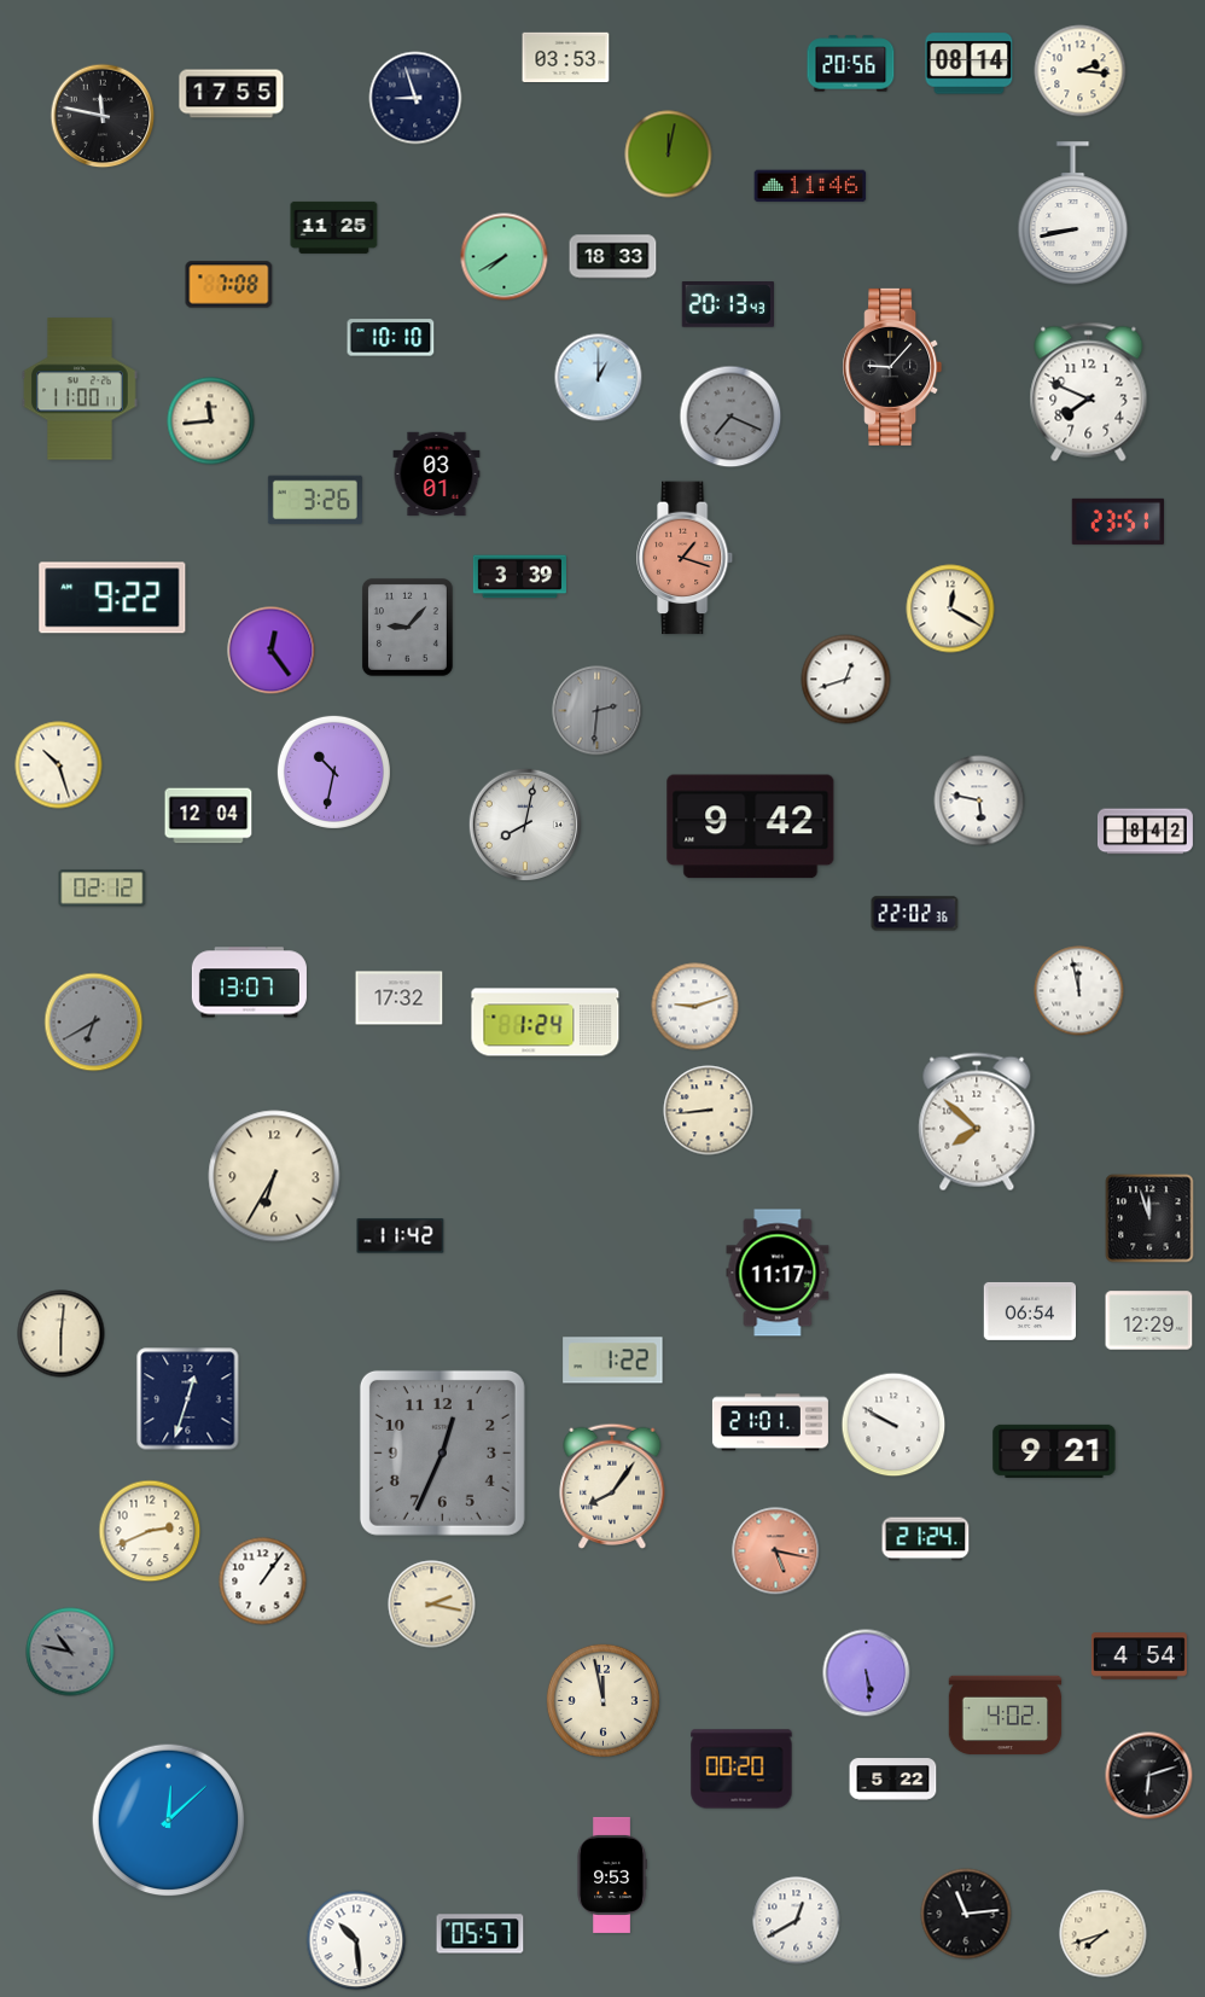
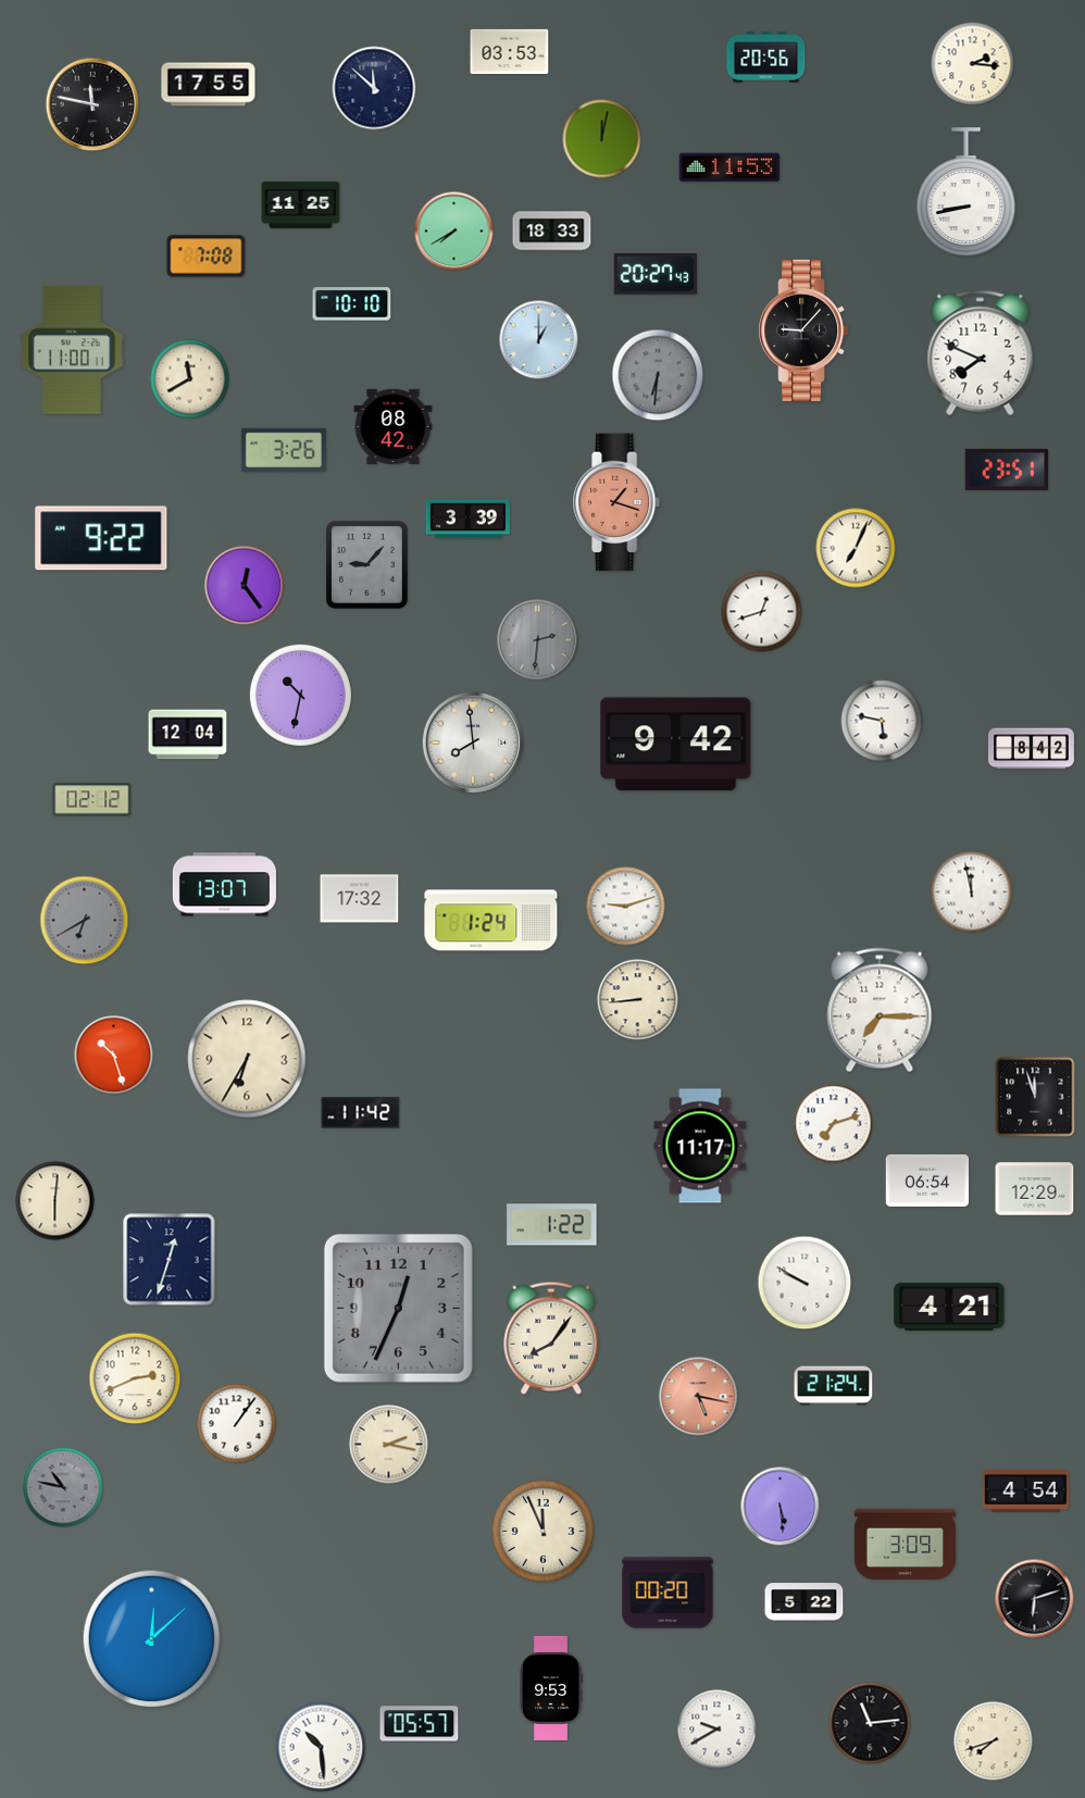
clock at (970, 64): 08:14 -> none
clock at (415, 98): 8:57 -> 11:52
clock at (810, 186): 11:46 -> 11:53
clock at (727, 305): 20:13 -> 20:27
clock at (730, 417): 7:19 -> 6:31
clock at (211, 421): 11:44 -> 11:40
clock at (437, 474): 03:01 -> 08:42
clock at (950, 609): 12:20 -> 7:04
clock at (59, 765): 10:27 -> none
clock at (524, 823): 8:02 -> 7:59
clock at (915, 914): 22:02 -> none
clock at (977, 1122): 7:52 -> 7:15
clock at (114, 1056): none -> 10:27
clock at (834, 1124): none -> 7:12
clock at (770, 1422): 21:01 -> none
clock at (1054, 1451): 9:21 -> 4:21
clock at (602, 1700): 11:58 -> 11:56
clock at (1006, 1716): 4:02 -> 3:09
clock at (797, 1921): 12:40 -> 9:40
clock at (481, 1934) position: (481, 1934) -> (420, 1724)
